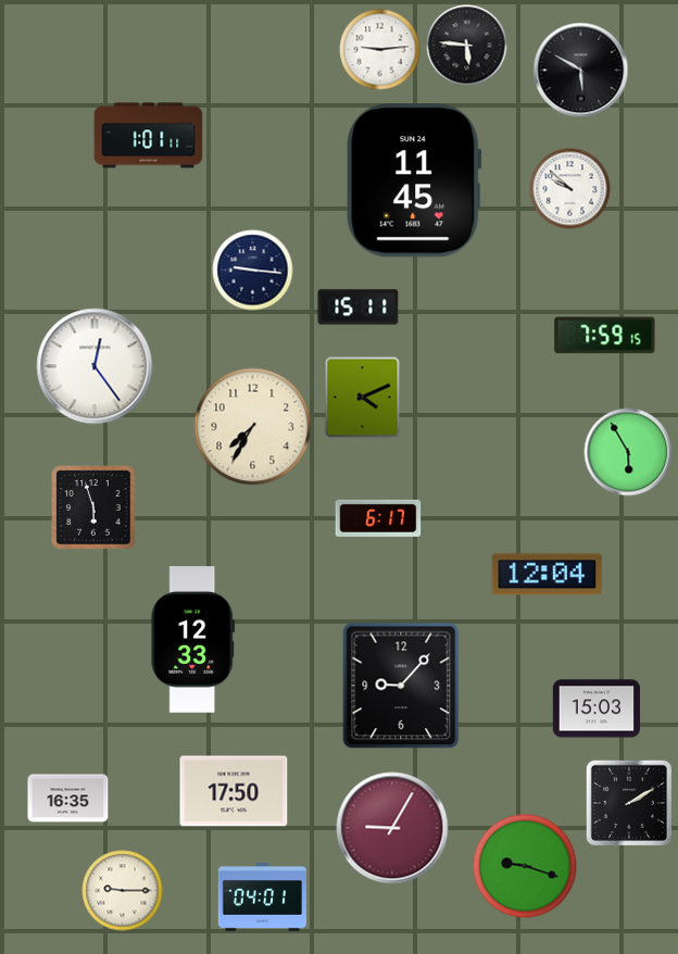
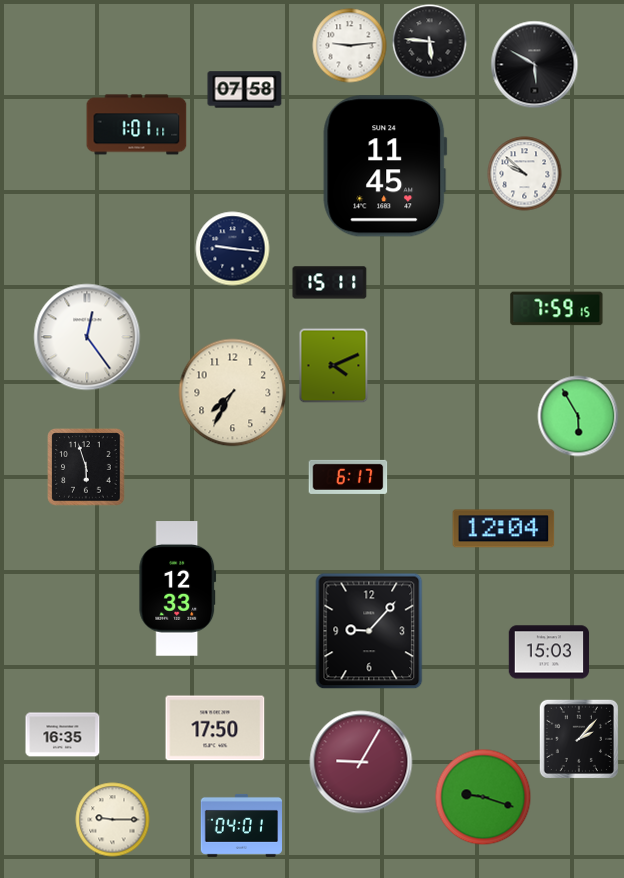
clock at (245, 90): none -> 07:58
clock at (414, 180) position: (414, 180) -> (385, 166)
clock at (629, 803): 2:10 -> 2:07
